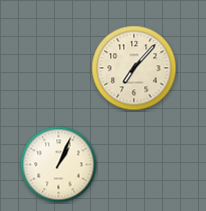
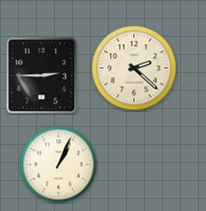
clock at (134, 68): 7:07 -> 2:22
clock at (42, 76): none -> 2:45
